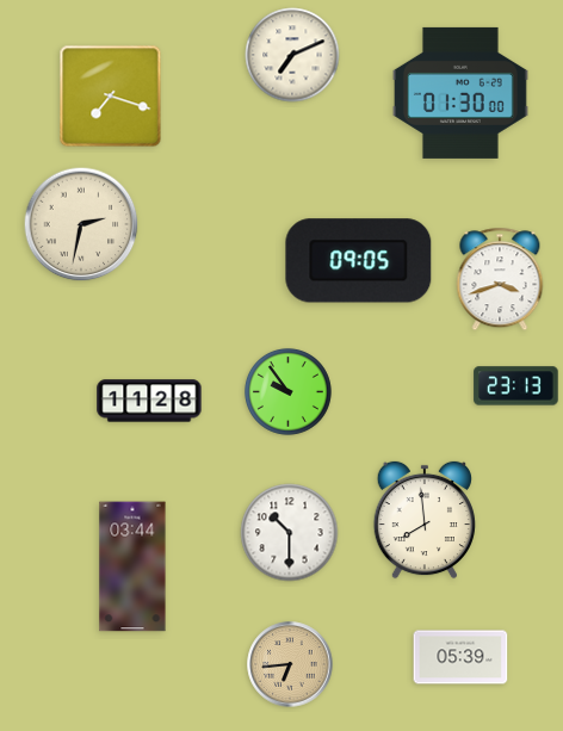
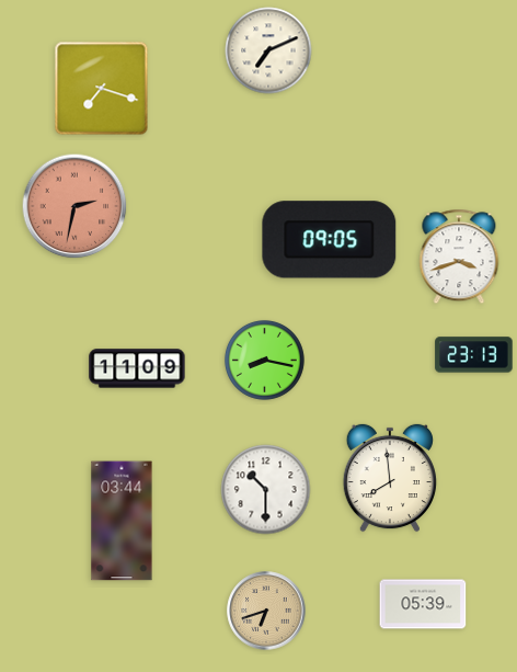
clock at (460, 93): 01:30 -> none
clock at (81, 224) dial: cream -> salmon
clock at (287, 391): 9:54 -> 8:17
clock at (149, 401): 11:28 -> 11:09
clock at (290, 664): 6:44 -> 6:42
